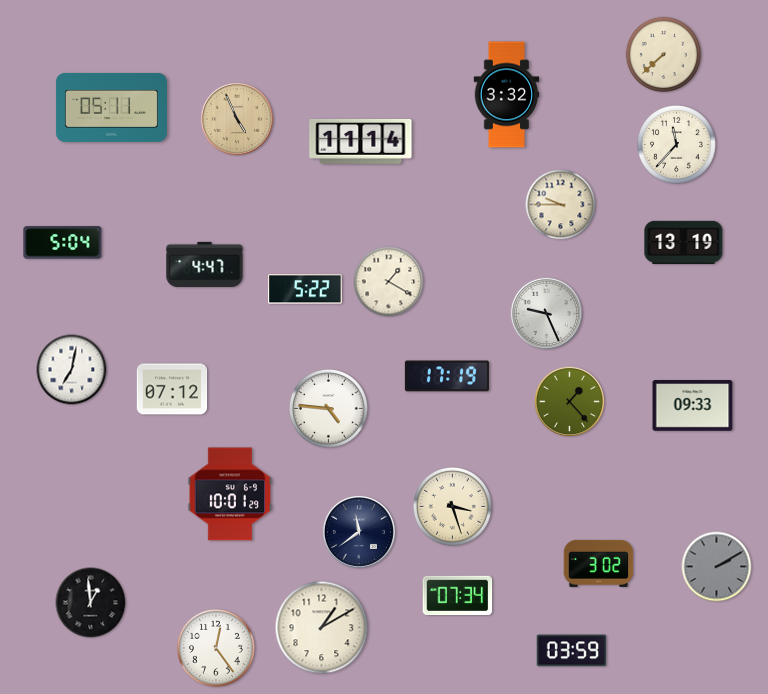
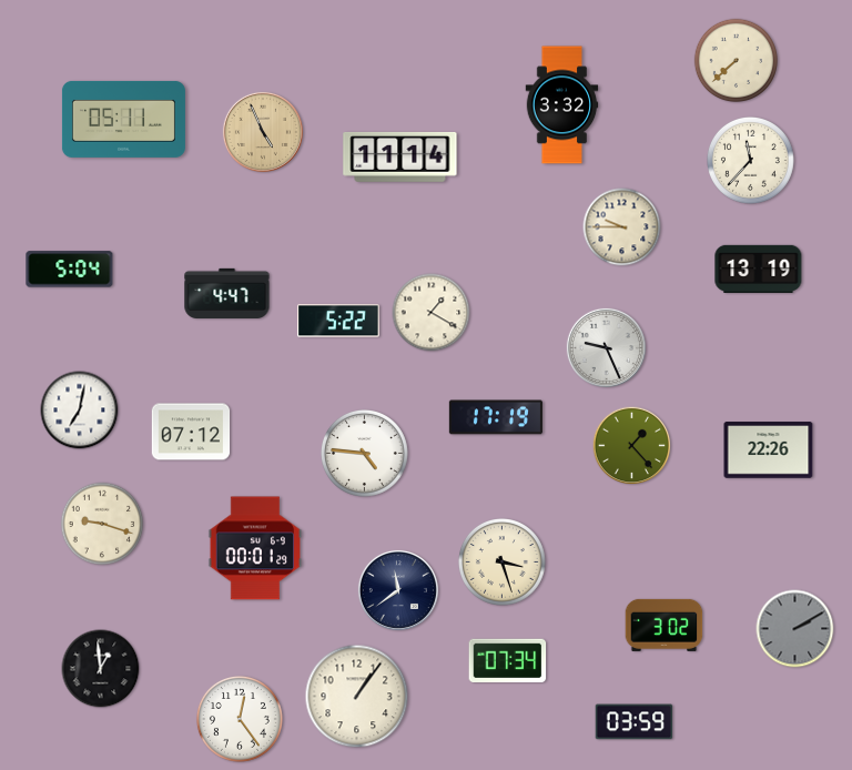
clock at (693, 406): 09:33 -> 22:26
clock at (102, 524): none -> 9:18
clock at (230, 494): 10:01 -> 00:01
clock at (322, 628): 1:10 -> 1:06
